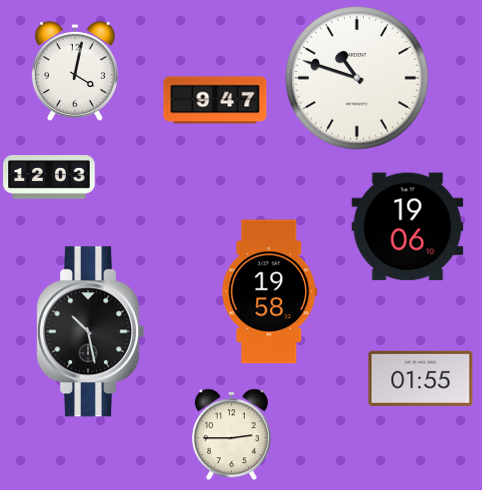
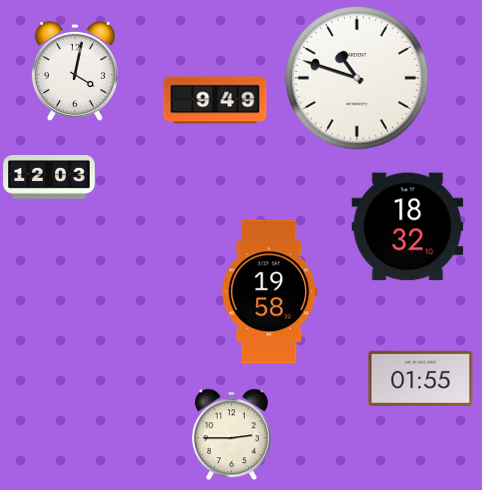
clock at (215, 100): 9:47 -> 9:49
clock at (408, 227): 19:06 -> 18:32
clock at (90, 332): 10:28 -> none
